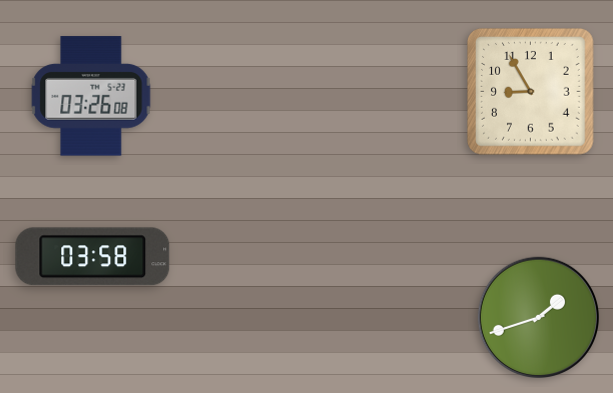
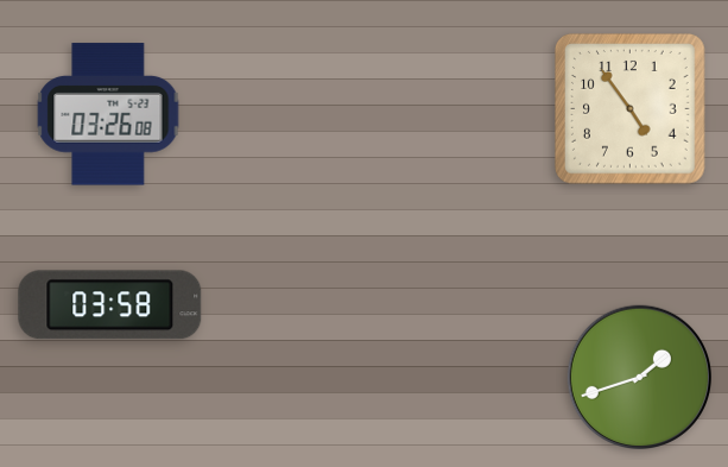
clock at (531, 92): 8:55 -> 4:54
